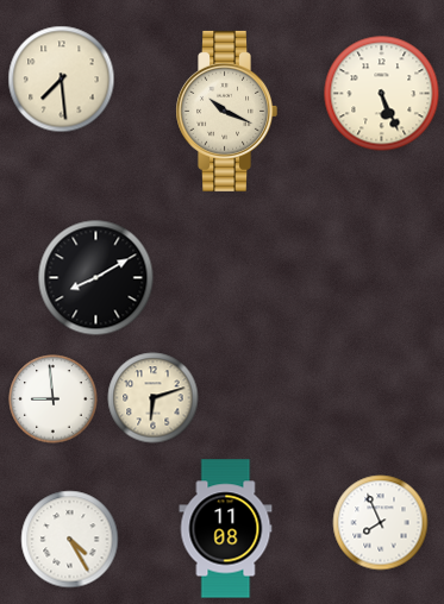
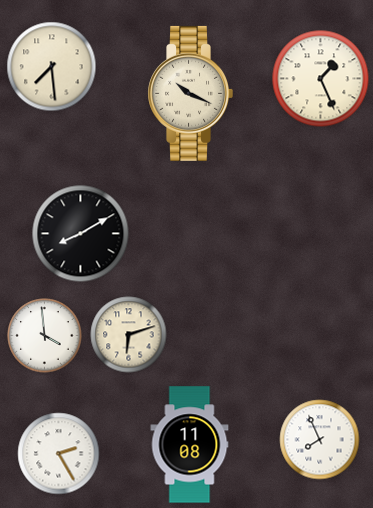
clock at (382, 94): 5:26 -> 1:26
clock at (54, 399): 8:59 -> 3:59
clock at (70, 540): 4:25 -> 2:25
